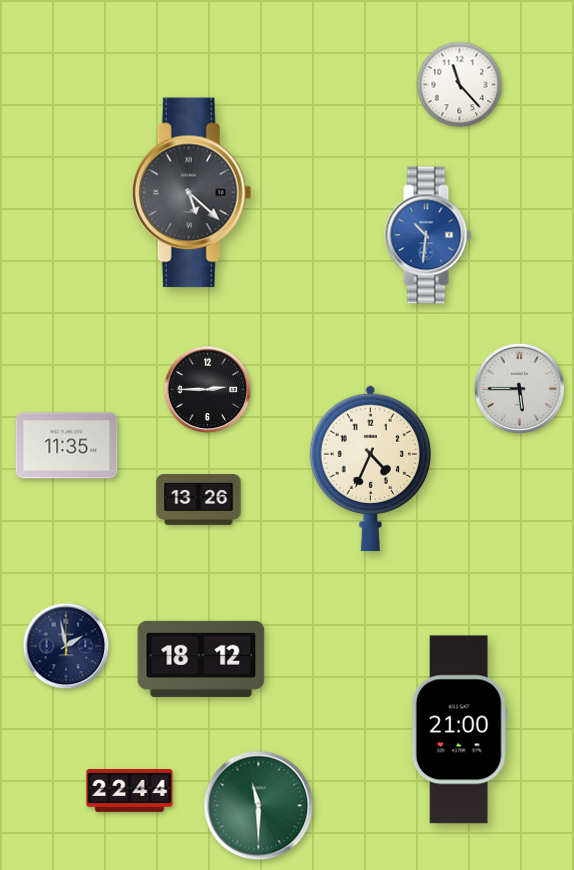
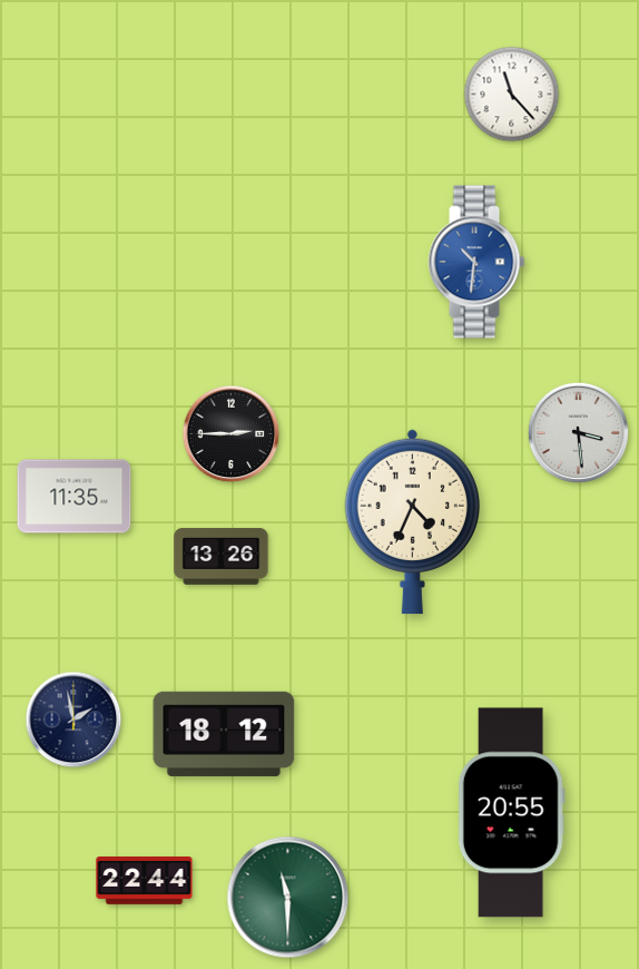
clock at (191, 193): 5:22 -> none
clock at (519, 388): 5:45 -> 3:29
clock at (459, 730): 21:00 -> 20:55
